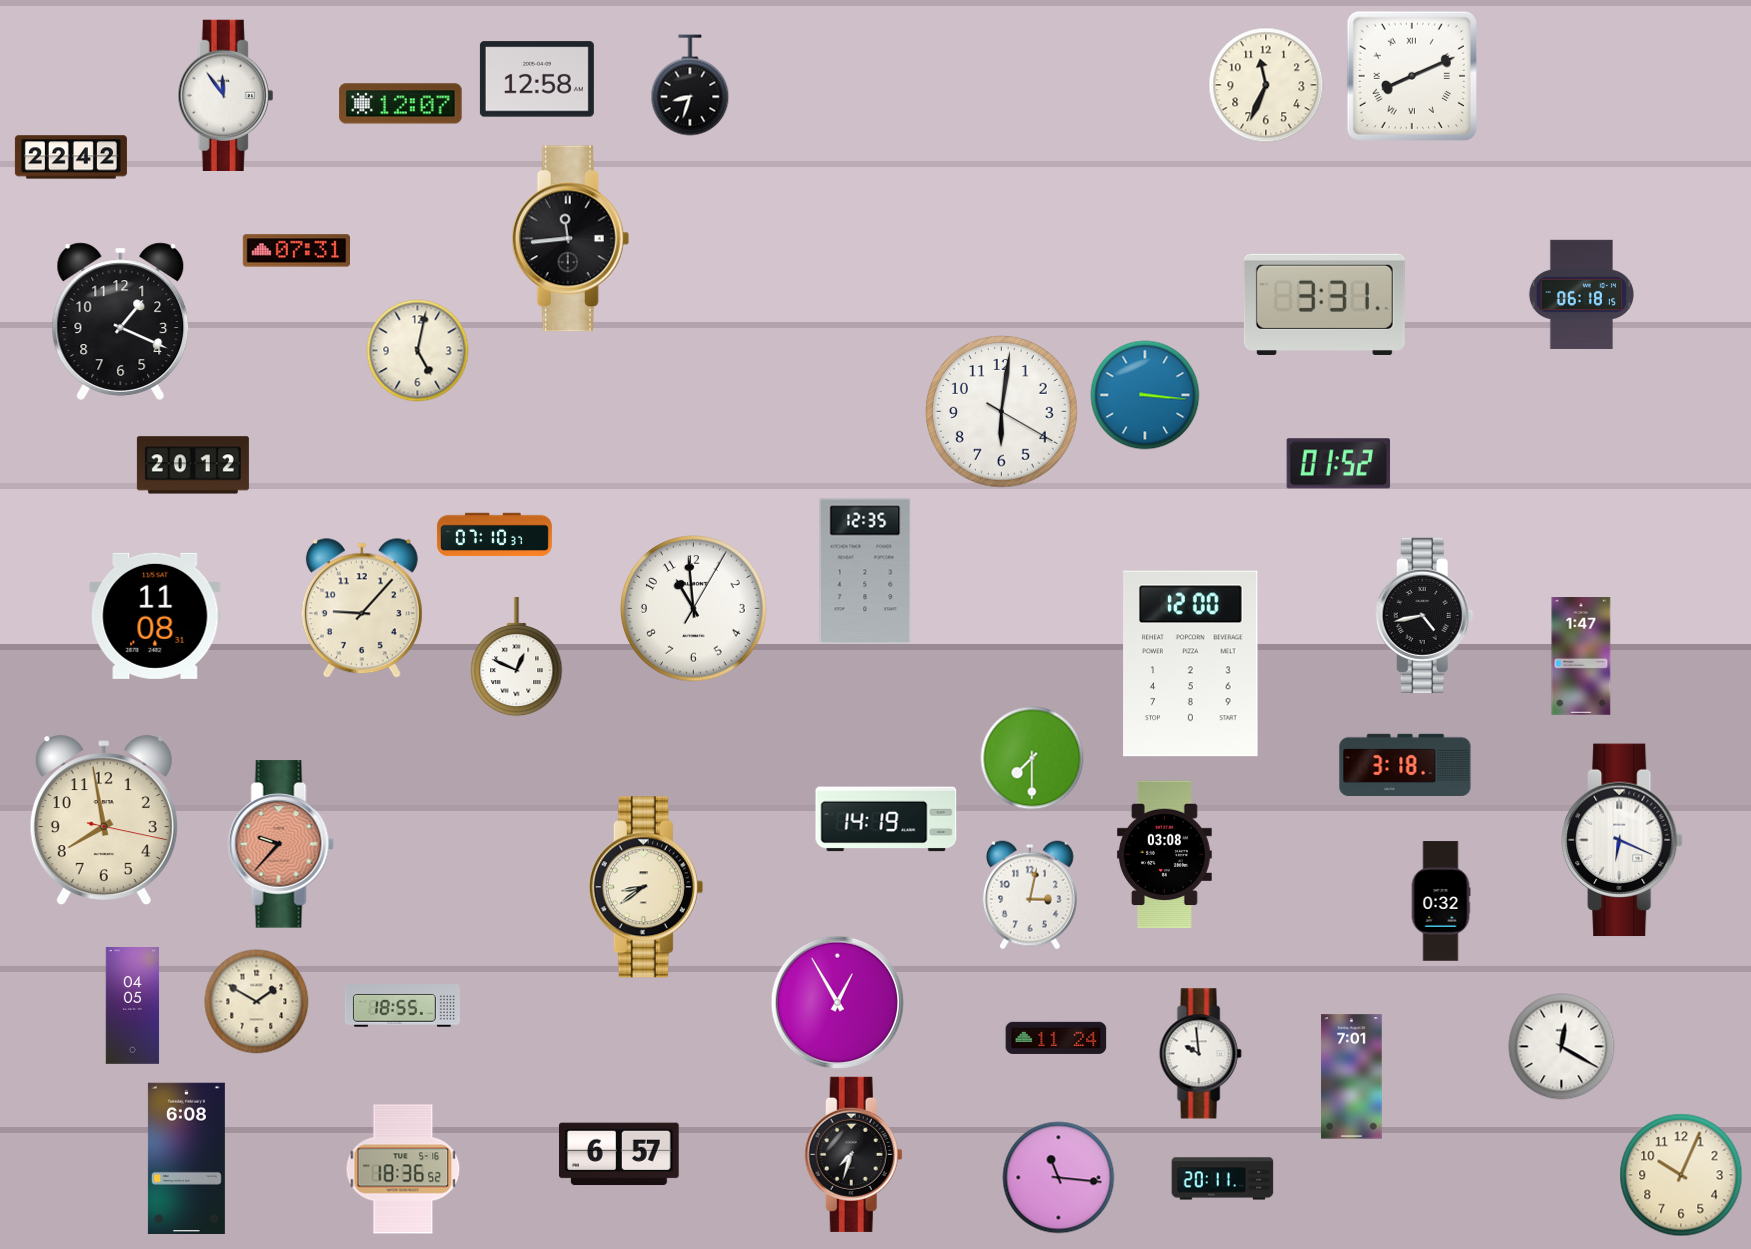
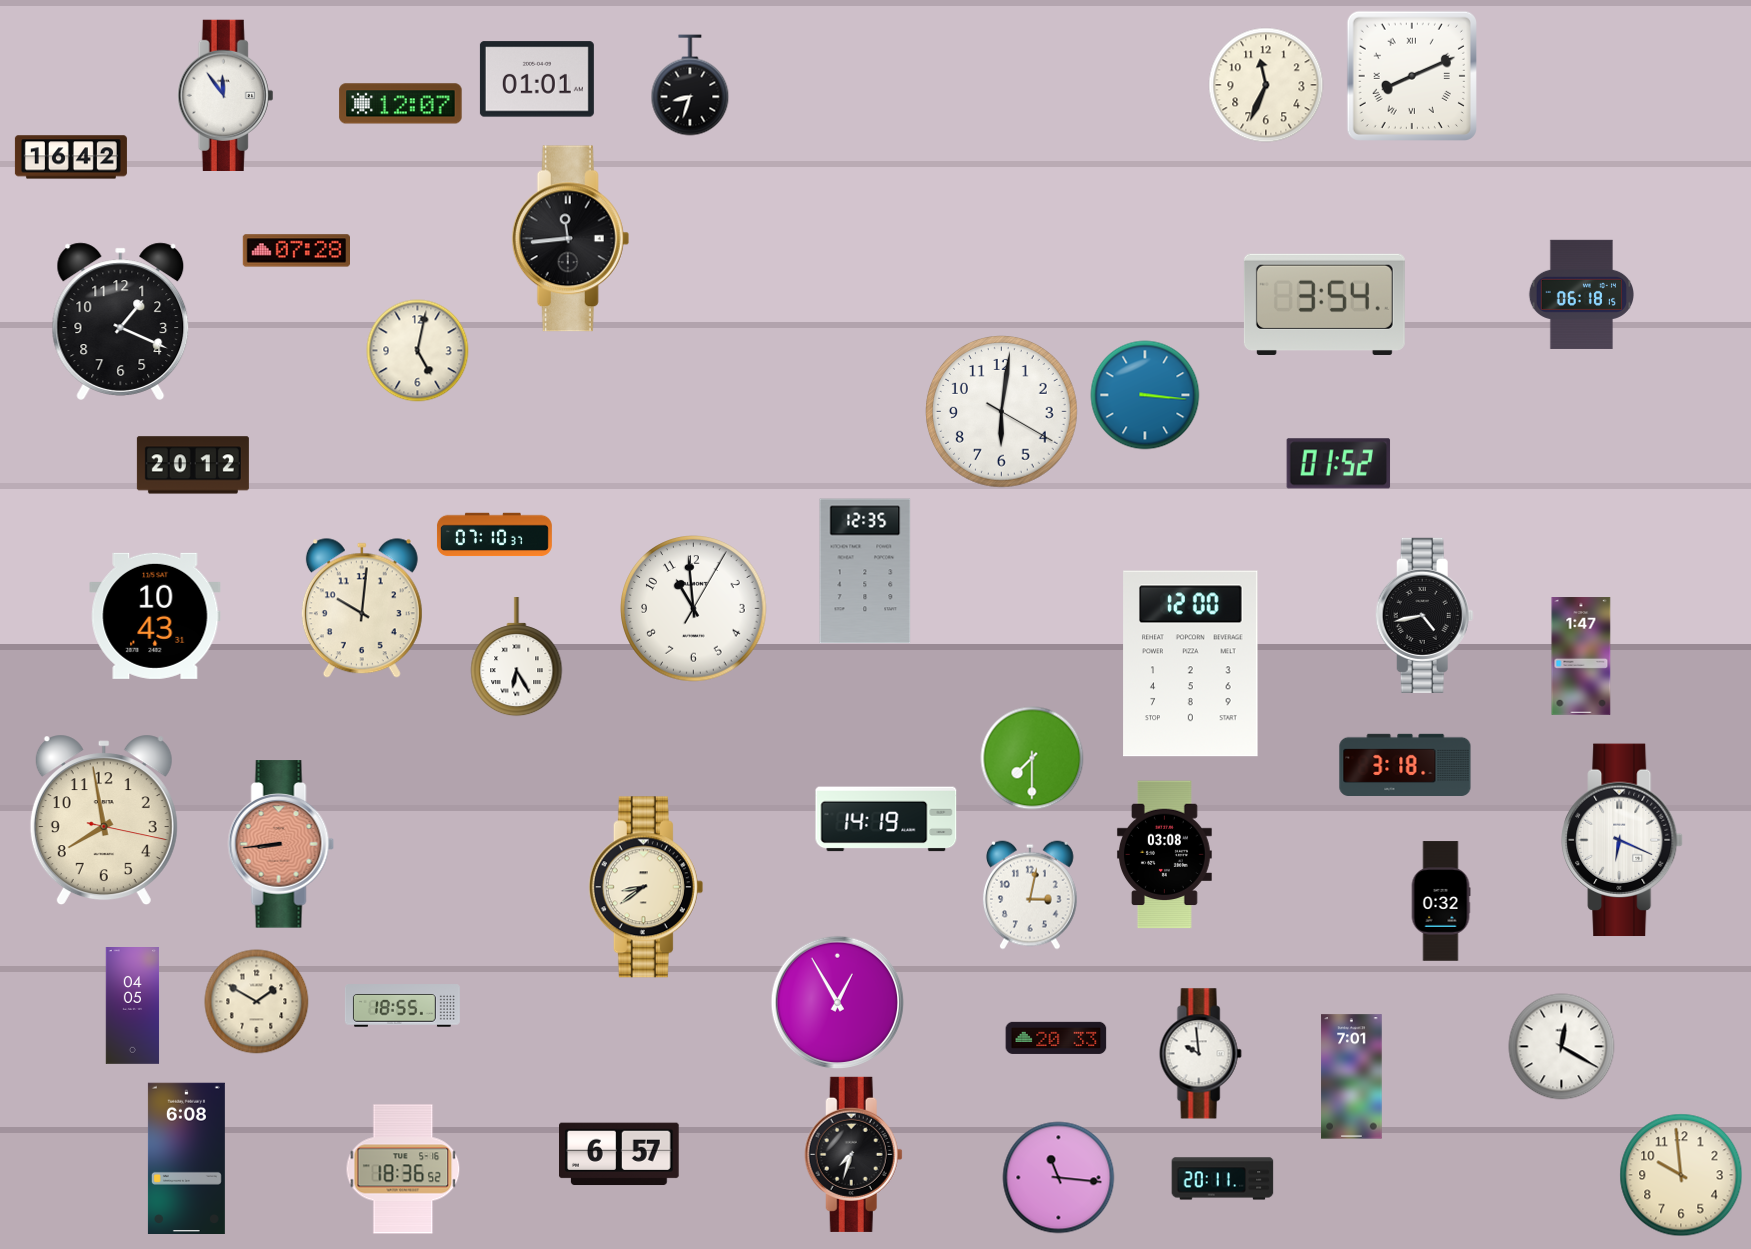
clock at (537, 79): 12:58 -> 01:01
clock at (71, 157): 22:42 -> 16:42
clock at (296, 251): 07:31 -> 07:28
clock at (1324, 304): 3:31 -> 3:54
clock at (362, 609): 9:07 -> 10:01
clock at (155, 616): 11:08 -> 10:43
clock at (517, 658): 12:49 -> 6:25
clock at (281, 844): 9:37 -> 8:44
clock at (1056, 1038): 11:24 -> 20:33
clock at (1681, 1175): 10:04 -> 9:59
